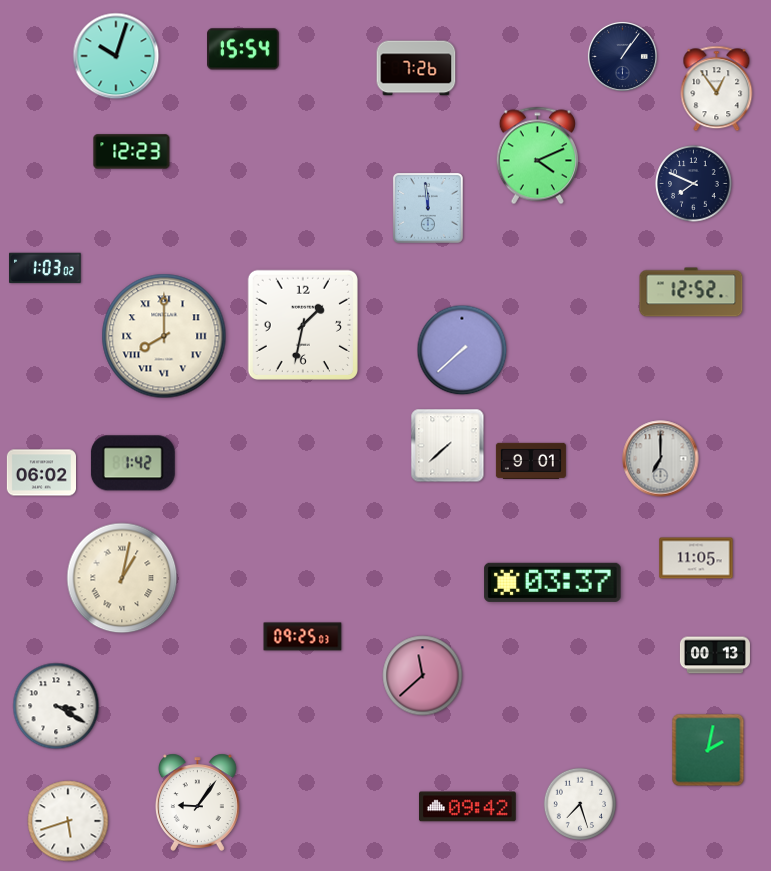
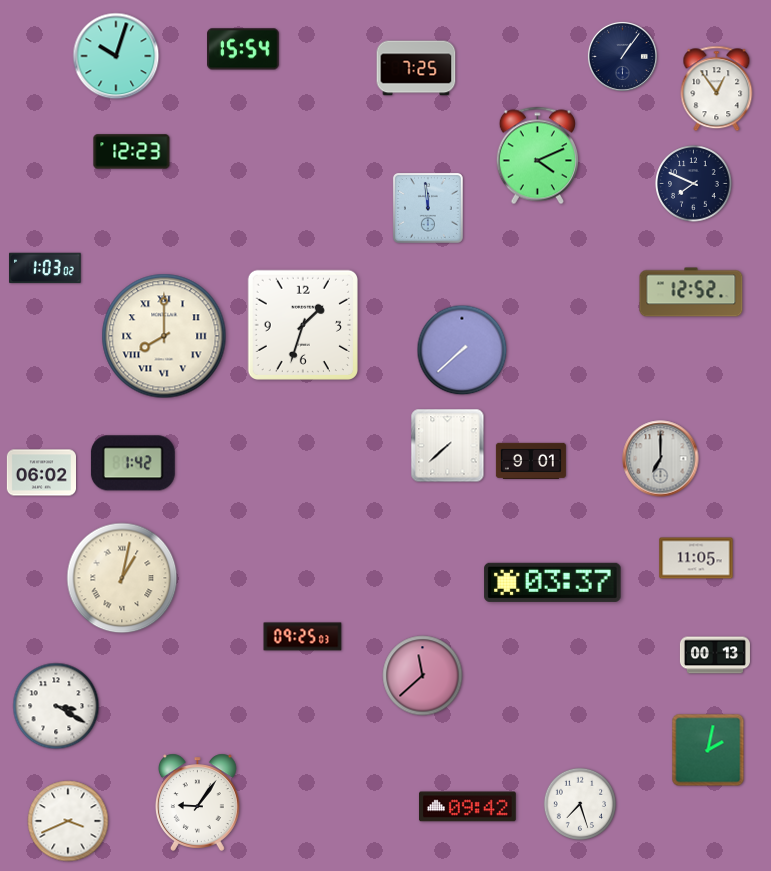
clock at (416, 68): 7:26 -> 7:25
clock at (303, 325): 1:32 -> 1:33
clock at (68, 821): 5:42 -> 3:41
